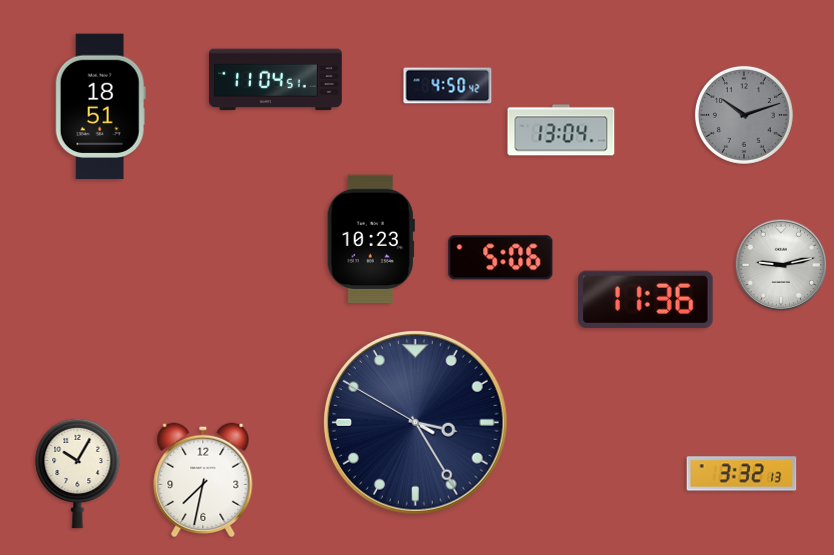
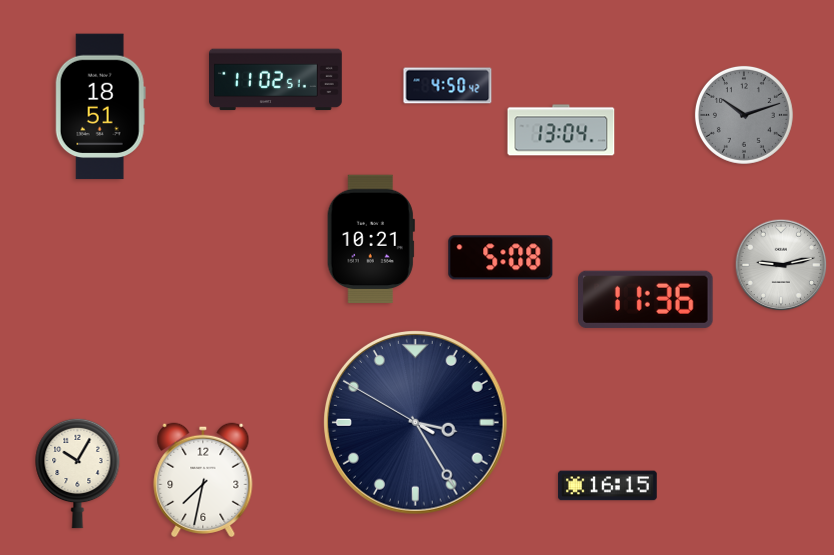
clock at (275, 80): 11:04 -> 11:02
clock at (371, 239): 10:23 -> 10:21
clock at (501, 258): 5:06 -> 5:08
clock at (742, 474): 3:32 -> none
clock at (608, 486): none -> 16:15
